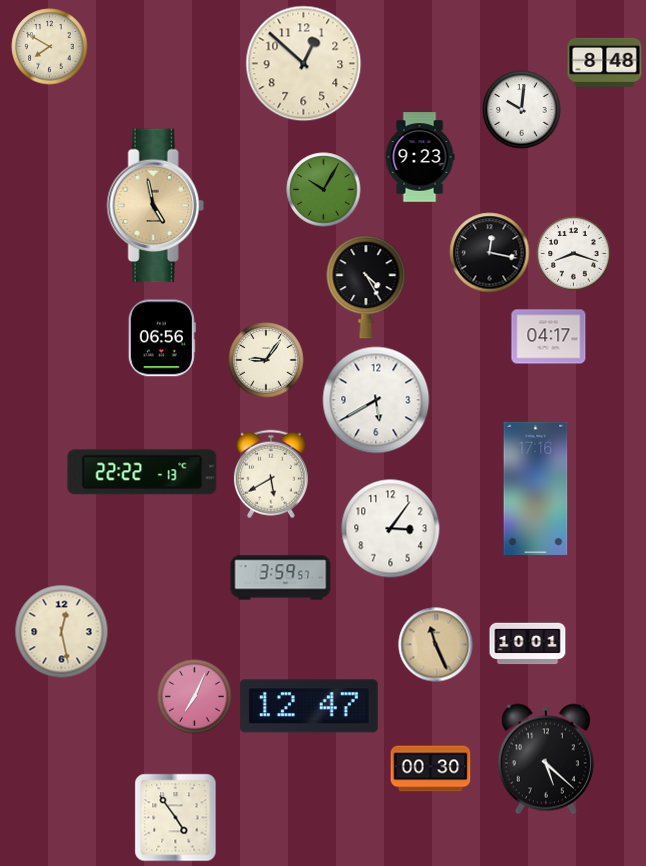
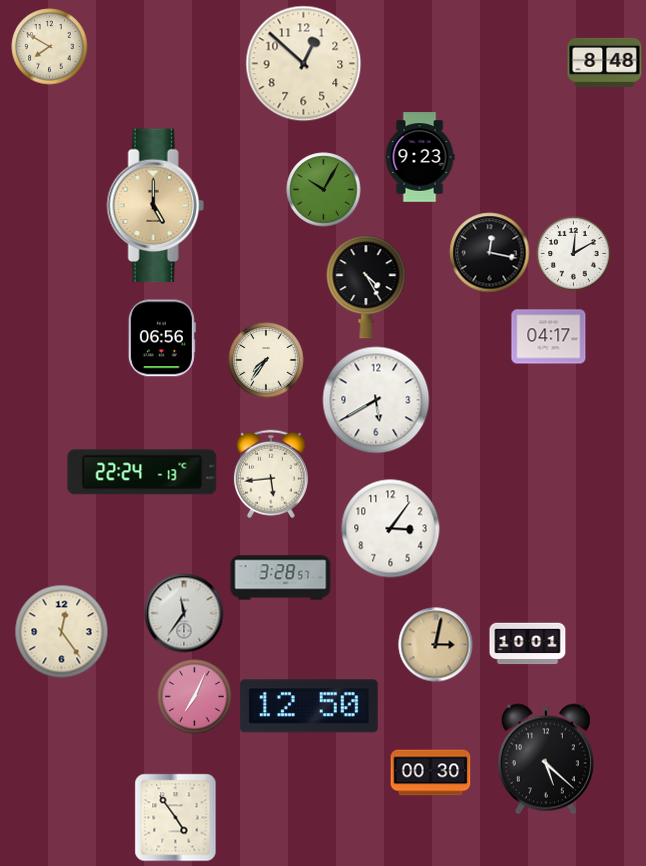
clock at (522, 110): 10:01 -> none
clock at (155, 206): 4:58 -> 5:00
clock at (574, 254): 8:18 -> 12:10
clock at (266, 360): 9:06 -> 7:36
clock at (142, 472): 22:22 -> 22:24
clock at (271, 474): 5:40 -> 5:44
clock at (536, 488): 17:16 -> none
clock at (281, 578): 3:59 -> 3:28
clock at (184, 613): none -> 11:36
clock at (62, 632): 12:28 -> 12:24
clock at (436, 645): 11:26 -> 3:02
clock at (309, 706): 12:47 -> 12:50
clock at (431, 769) position: (431, 769) -> (431, 773)
